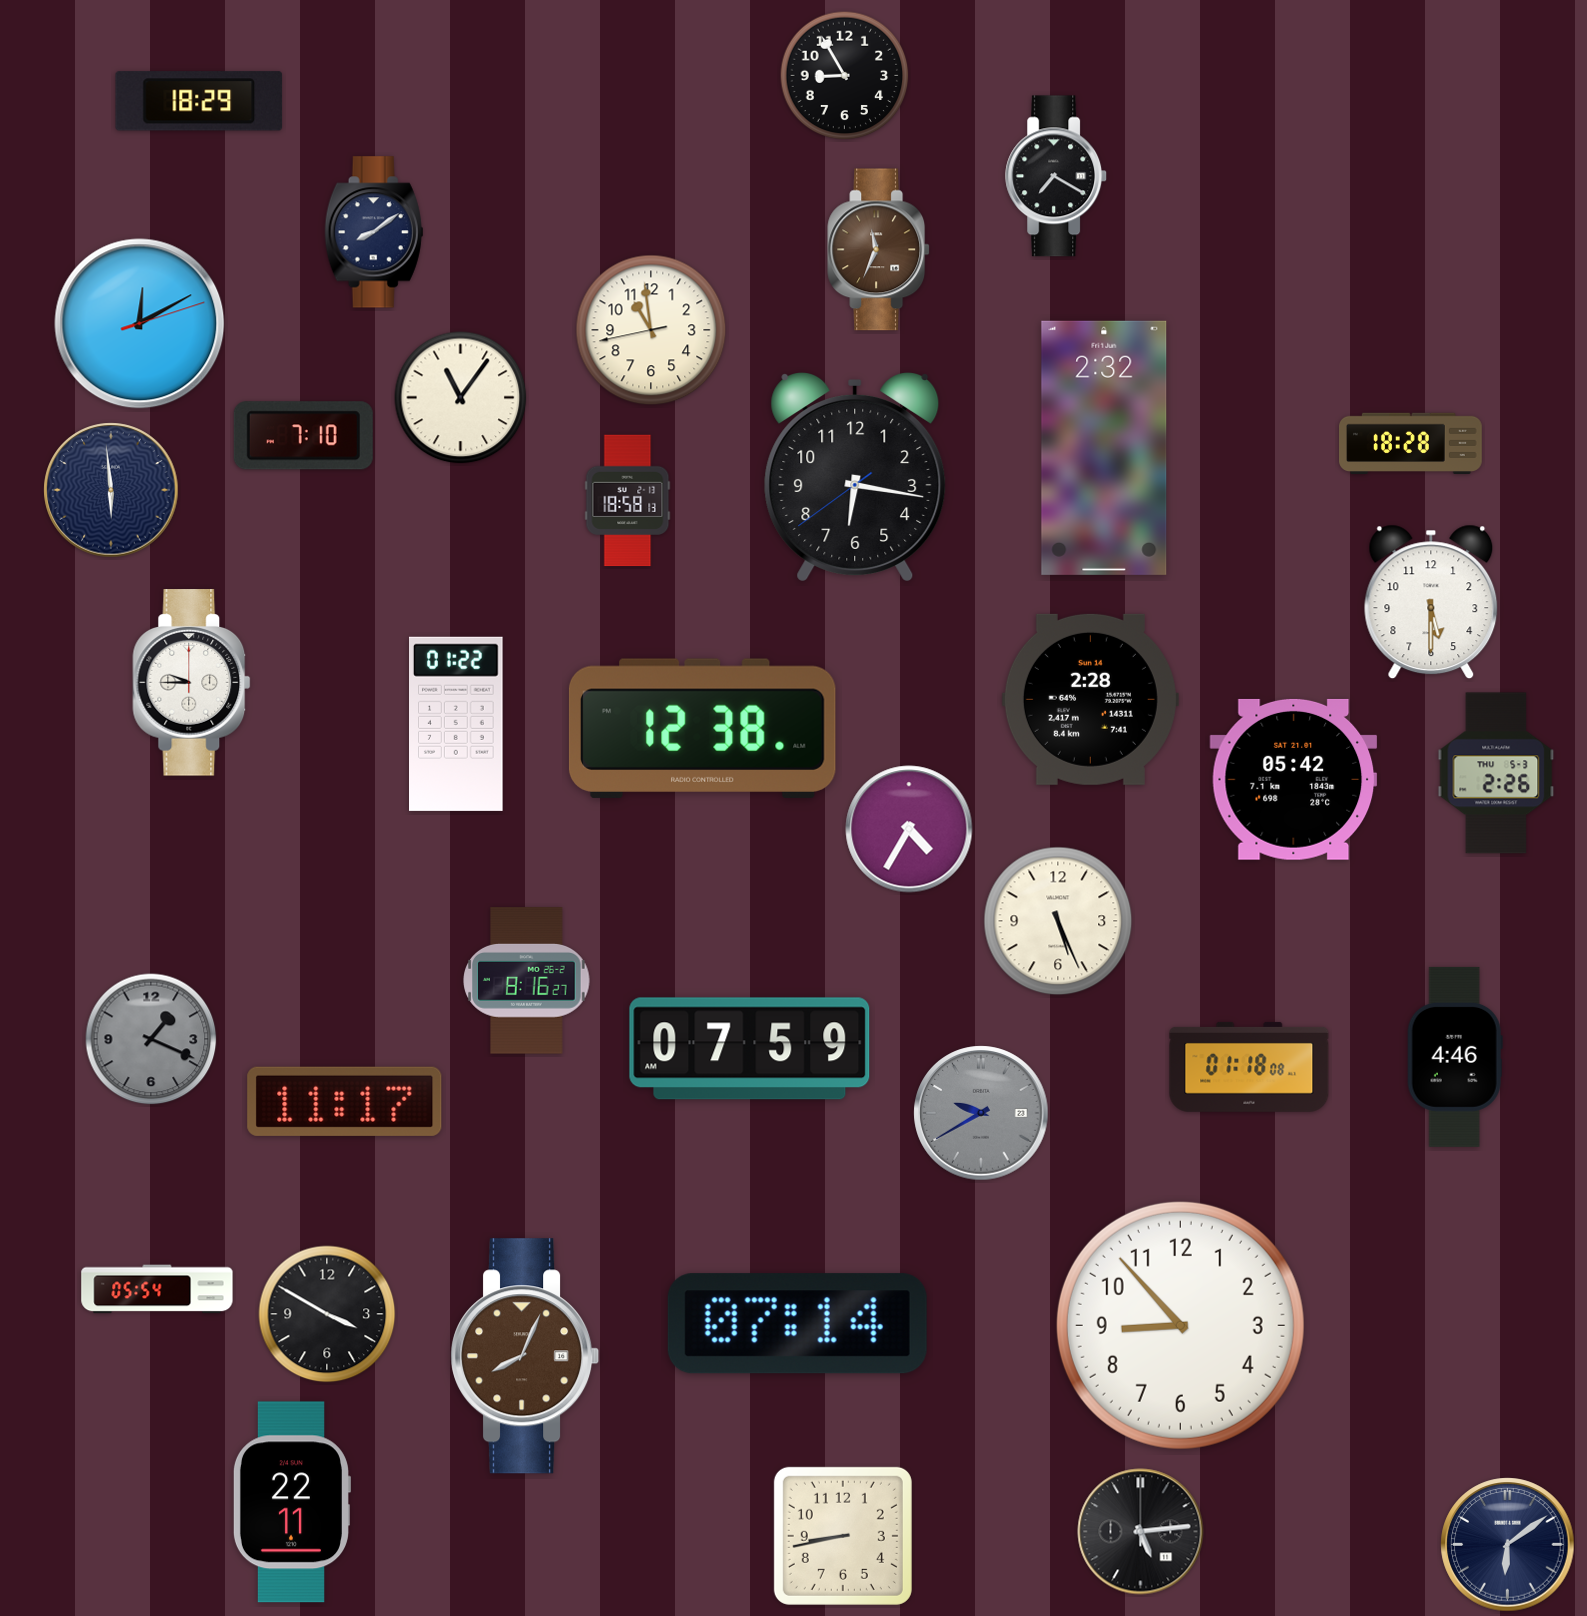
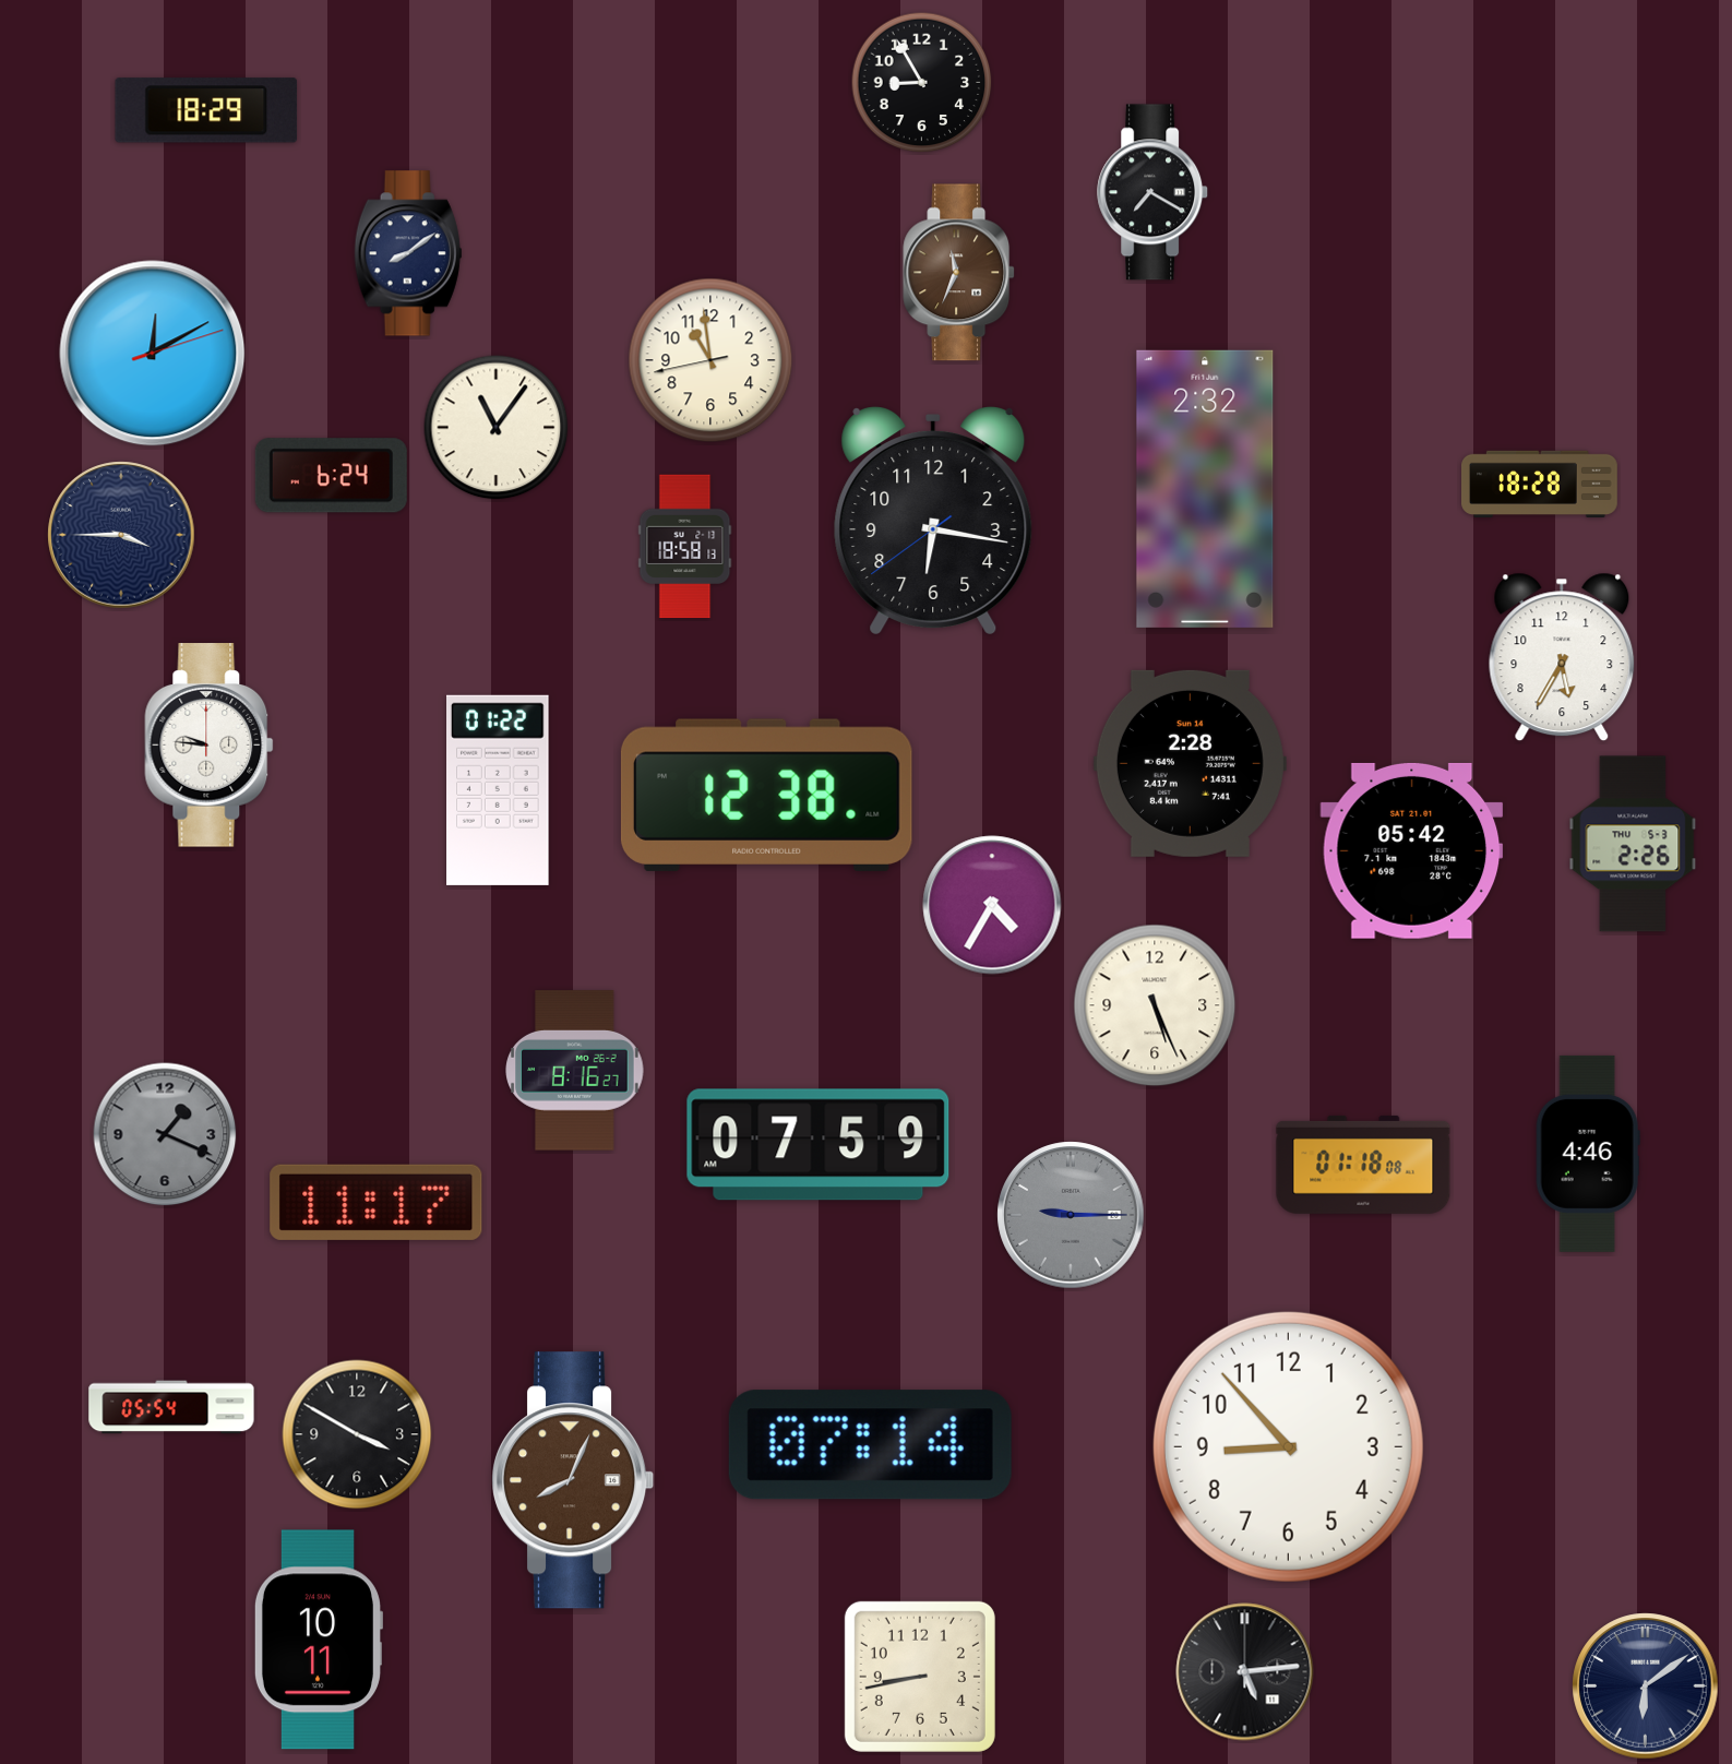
clock at (199, 101) position: (199, 101) -> (206, 110)
clock at (461, 398) position: (461, 398) -> (497, 428)
clock at (303, 436): 7:10 -> 6:24
clock at (111, 490): 5:59 -> 3:45
clock at (1431, 602): 5:30 -> 5:35
clock at (192, 683): 9:45 -> 9:46
clock at (981, 1113): 9:40 -> 9:15
clock at (291, 1502): 22:11 -> 10:11
